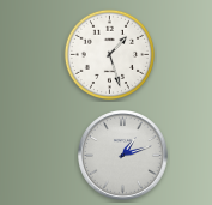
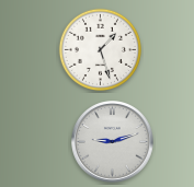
clock at (123, 156): 1:12 -> 9:12
